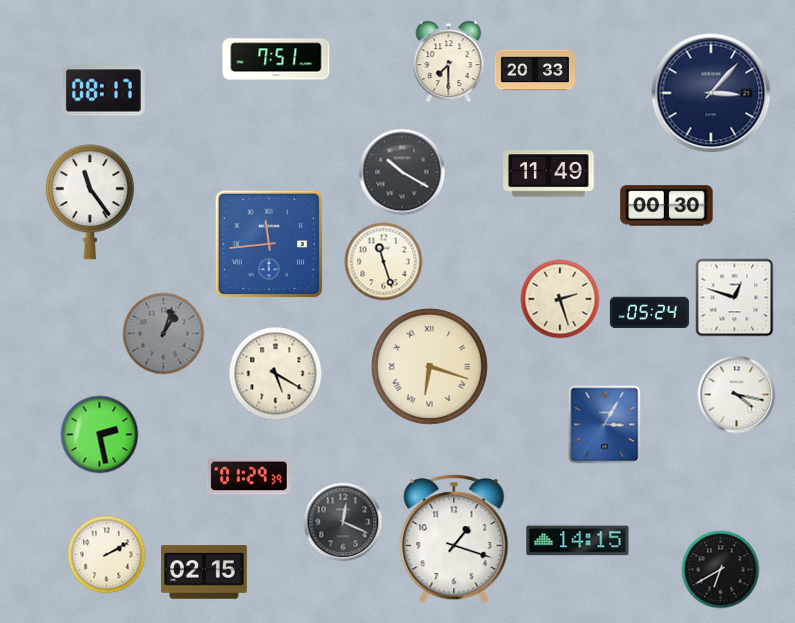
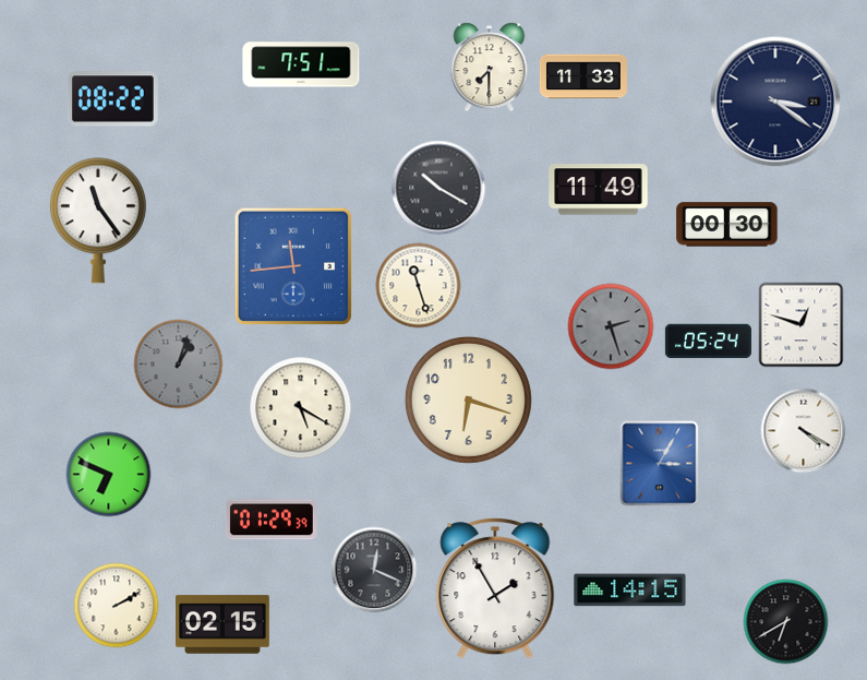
clock at (535, 70): 20:33 -> 11:33
clock at (103, 91): 08:17 -> 08:22
clock at (711, 93): 3:07 -> 3:21
clock at (560, 299) dial: cream -> grey
clock at (429, 366) numerals: Roman -> Arabic
clock at (736, 394): 4:17 -> 4:20
clock at (99, 434): 2:28 -> 6:49
clock at (454, 539): 1:18 -> 1:55
